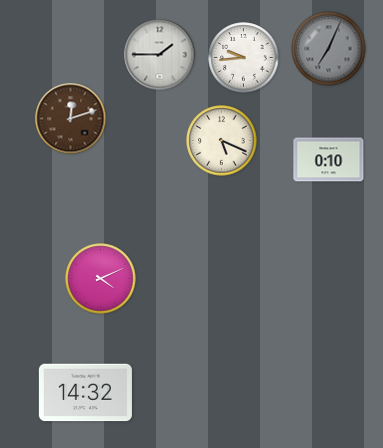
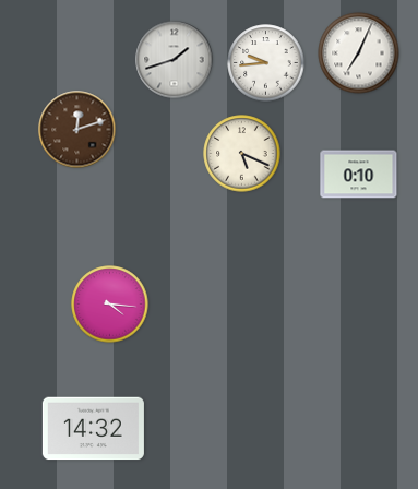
clock at (329, 49) dial: grey -> white
clock at (160, 55): 1:45 -> 1:42
clock at (101, 279): 4:11 -> 4:16
